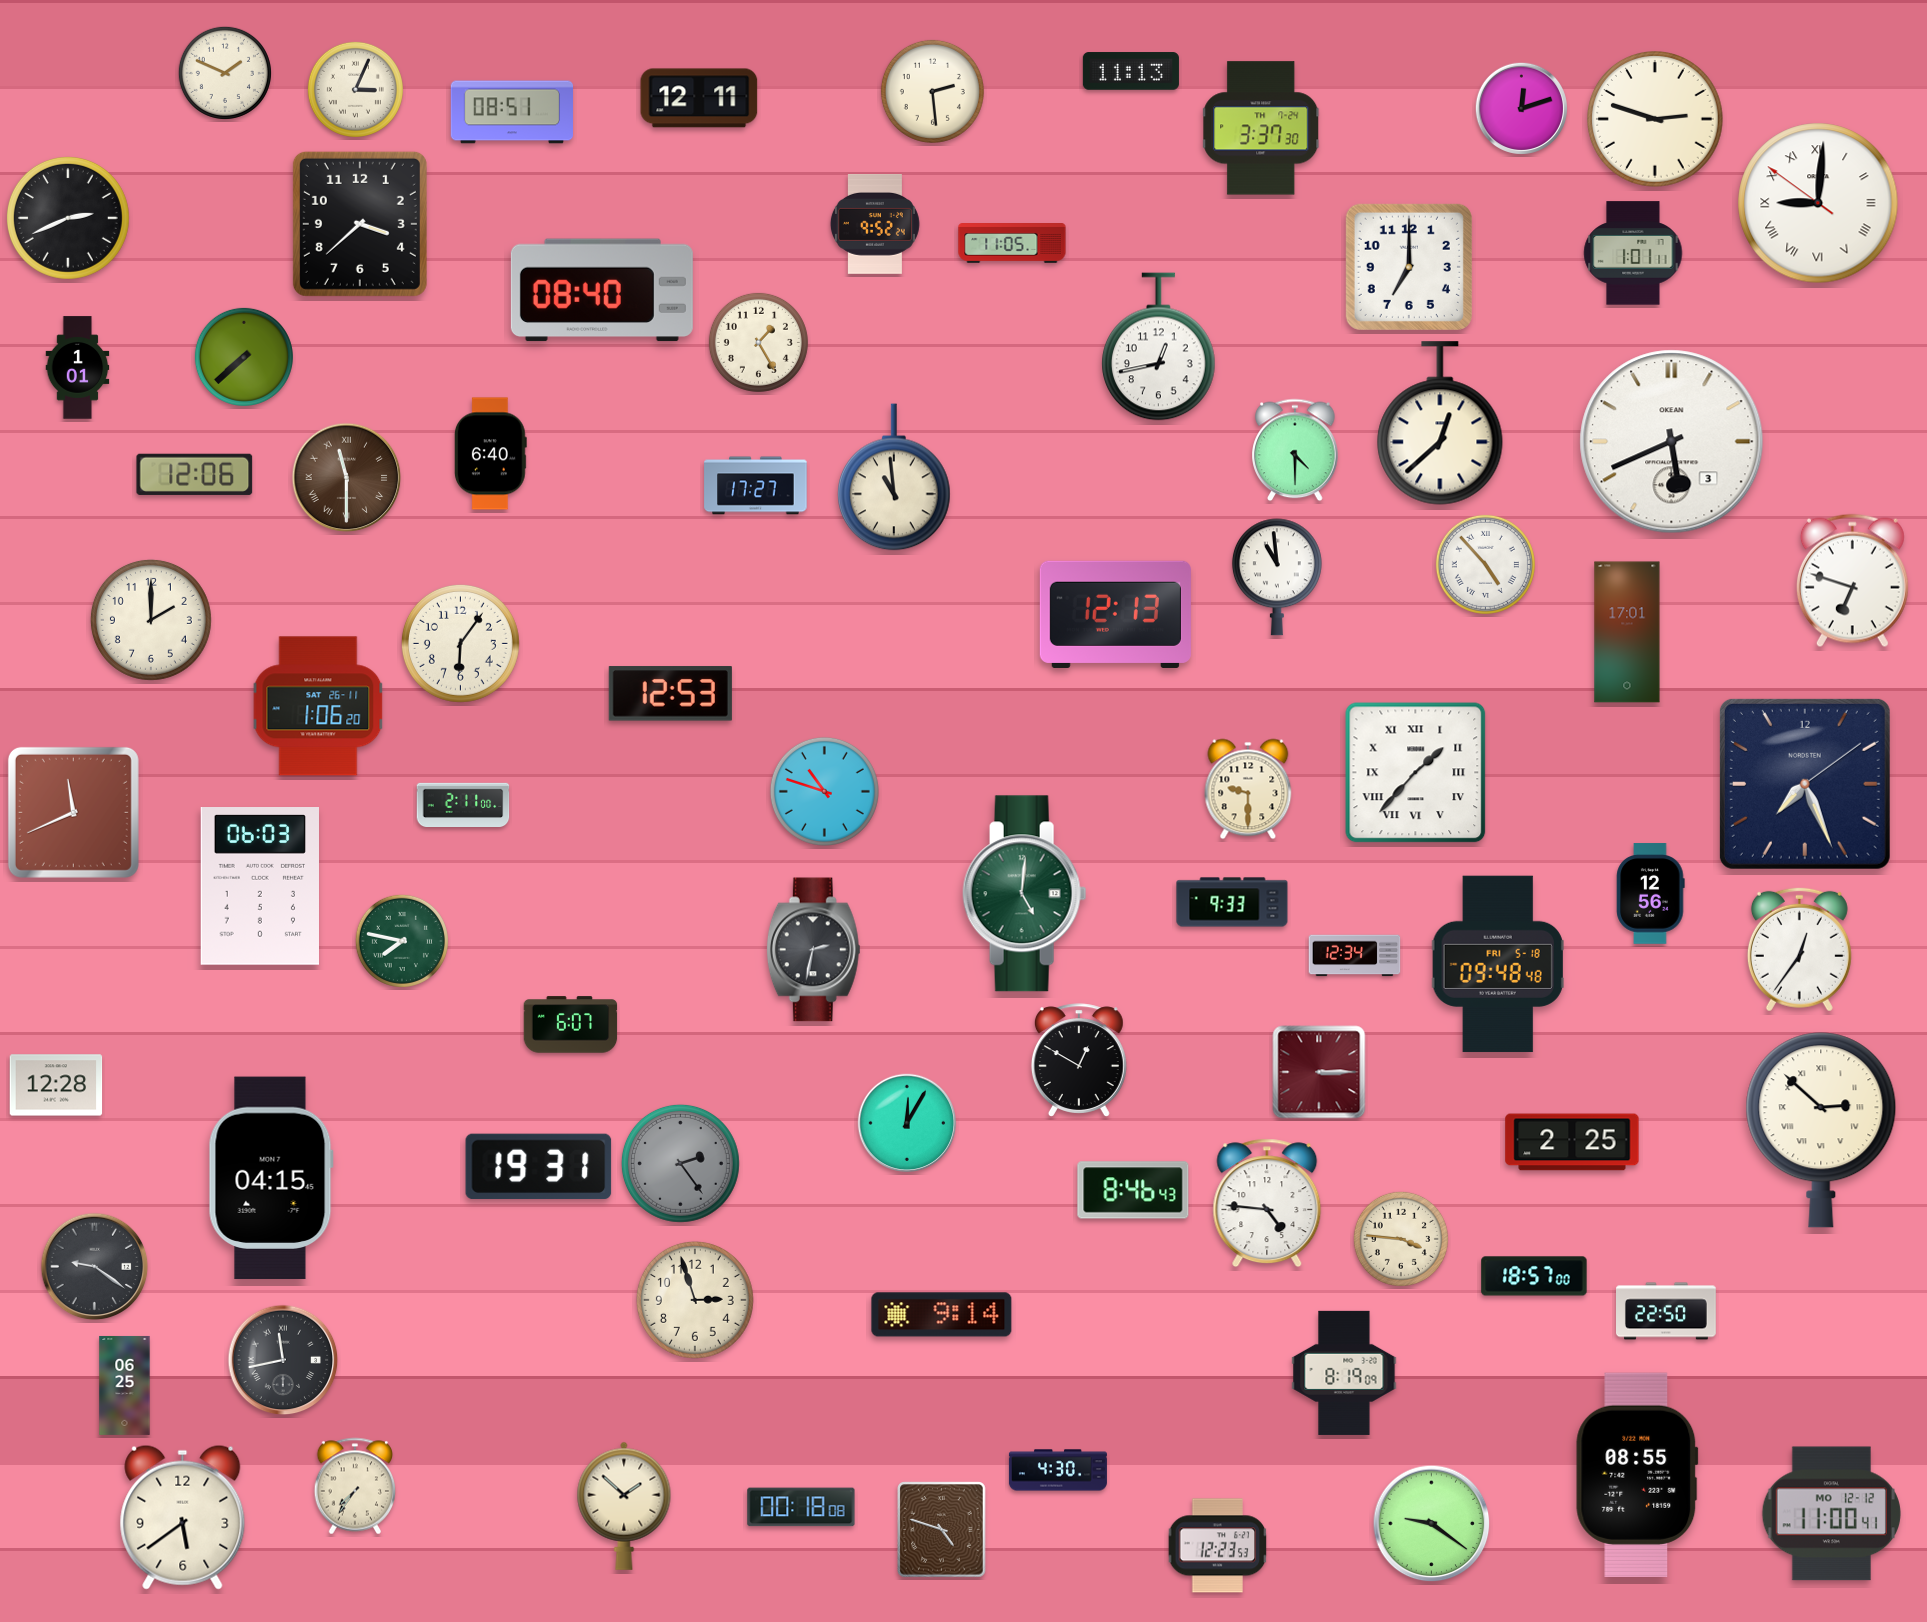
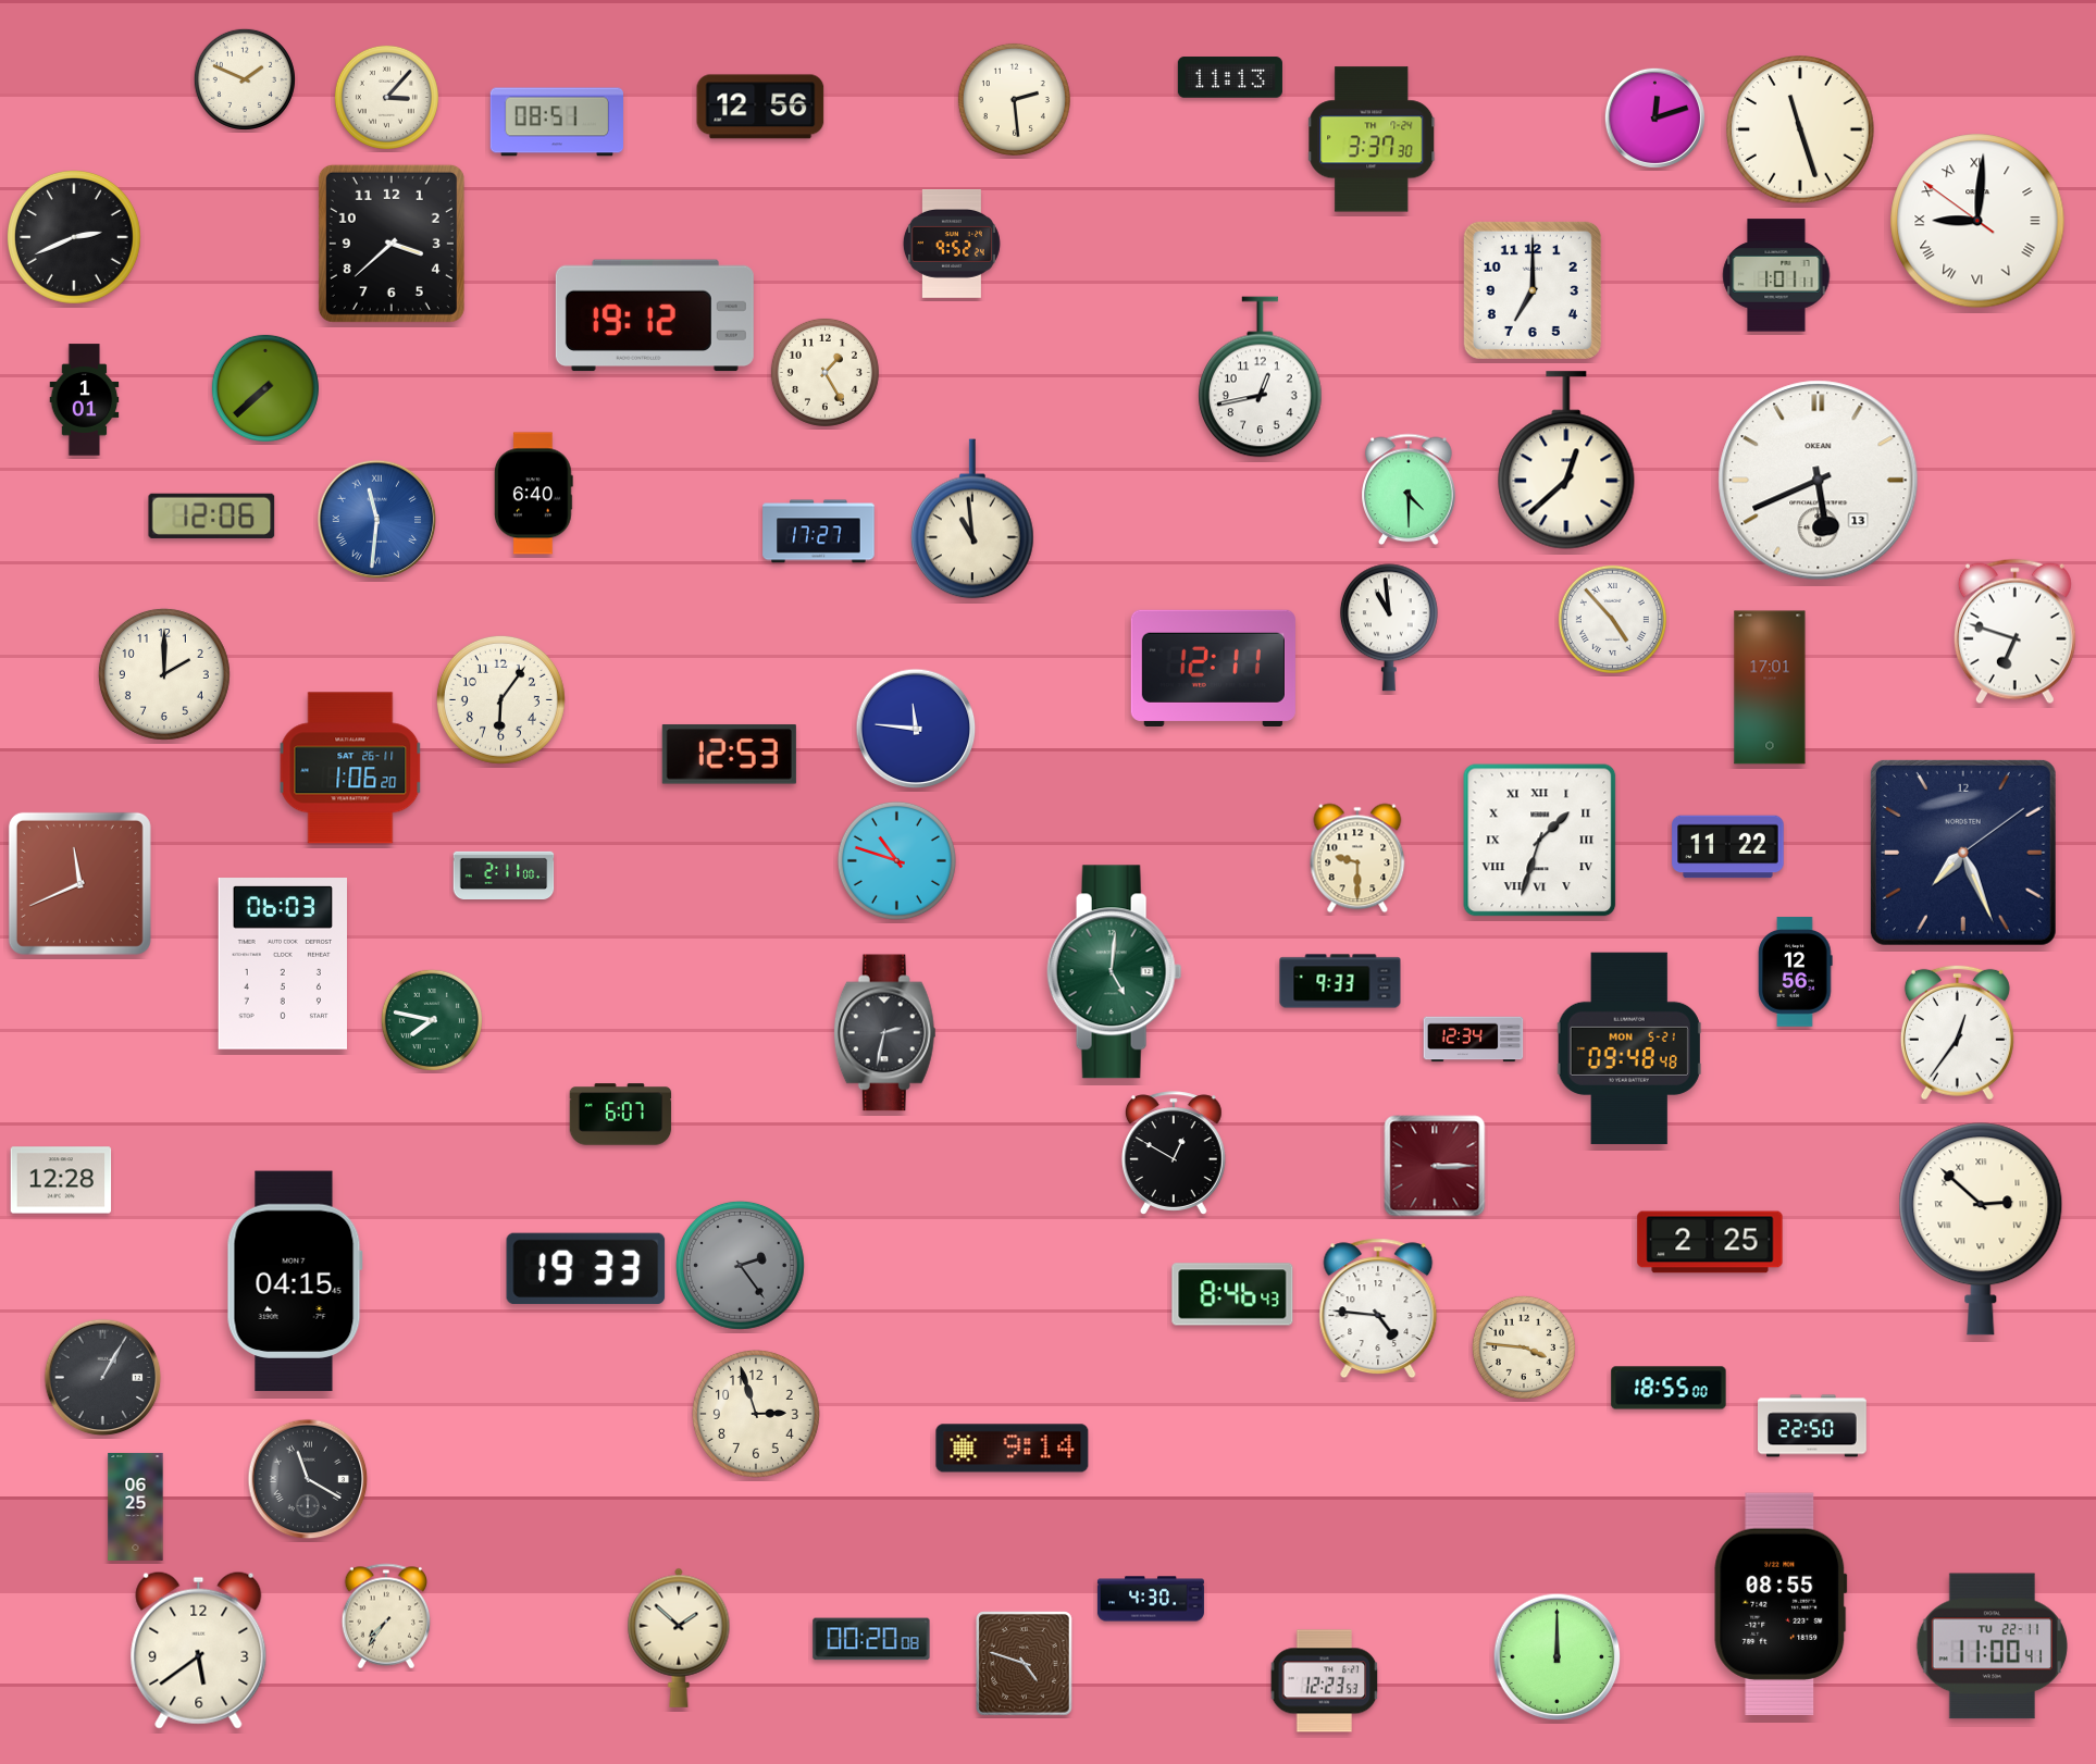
clock at (355, 89): 3:04 -> 3:07
clock at (699, 98): 12:11 -> 12:56
clock at (1656, 120): 2:48 -> 11:27
clock at (1012, 243): 11:05 -> none
clock at (602, 290): 08:40 -> 19:12
clock at (1672, 442) date: 3 -> 13
clock at (347, 478): 11:30 -> 11:31
clock at (347, 478) dial: brown -> blue
clock at (756, 486) position: (756, 486) -> (819, 532)
clock at (1485, 564) position: (1485, 564) -> (1612, 619)
clock at (1115, 614): 12:13 -> 12:11
clock at (916, 729): none -> 11:46
clock at (318, 706) position: (318, 706) -> (350, 768)
clock at (1416, 773): 1:37 -> 1:33
clock at (1728, 847): none -> 11:22
clock at (402, 941) position: (402, 941) -> (432, 1020)
clock at (1498, 964) date: FRI 5-18 -> MON 5-21
clock at (907, 1123): 12:05 -> none
clock at (539, 1167): 19:31 -> 19:33
clock at (95, 1267): 9:21 -> 1:05
clock at (1534, 1276): 18:57 -> 18:55
clock at (942, 1315) position: (942, 1315) -> (1013, 1449)
clock at (283, 1360): 11:43 -> 11:20
clock at (1344, 1373): 8:19 -> none
clock at (801, 1507): 00:18 -> 00:20
clock at (1831, 1514) date: MO 12-12 -> TU 22-11
clock at (1432, 1524): 9:21 -> 12:00
